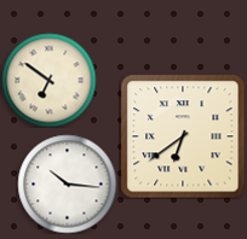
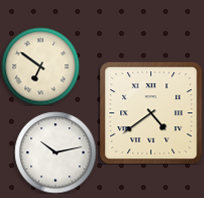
clock at (183, 136): 6:39 -> 4:39
clock at (67, 183): 10:16 -> 10:13
